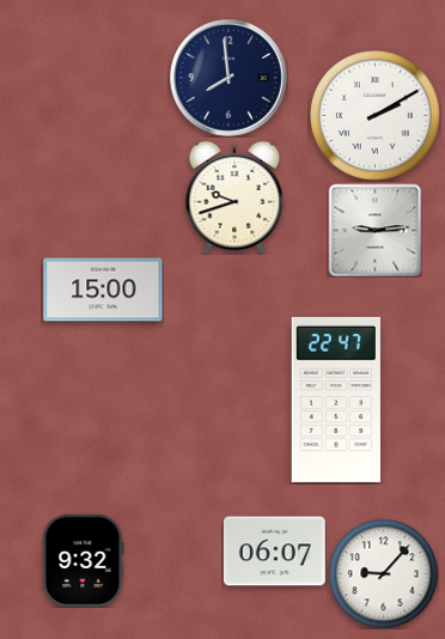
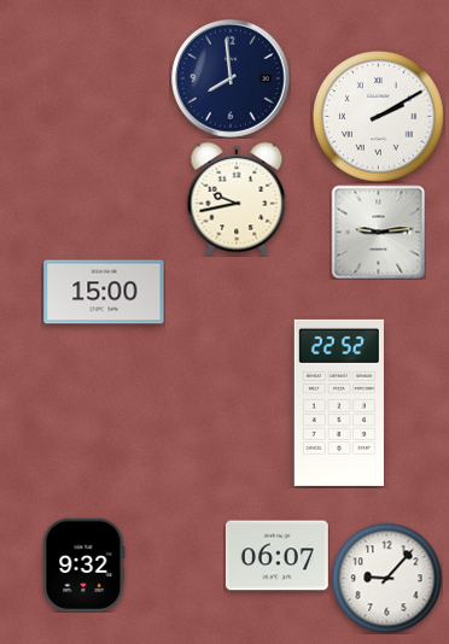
clock at (234, 197): 9:42 -> 9:43
clock at (336, 400): 22:47 -> 22:52
